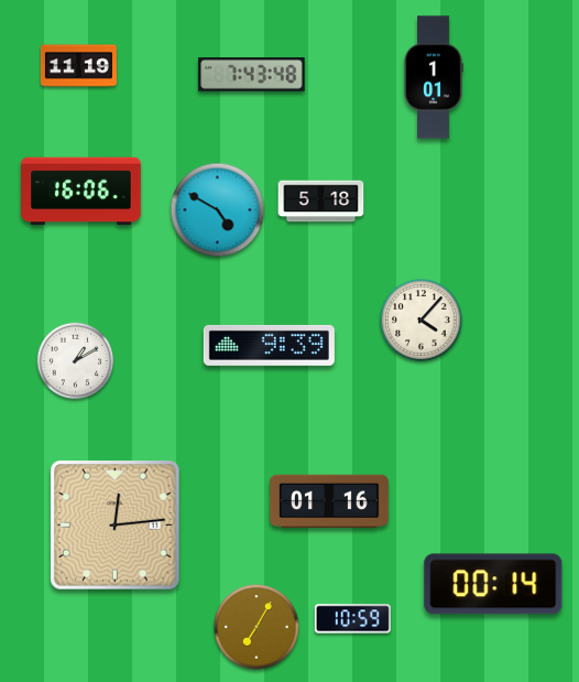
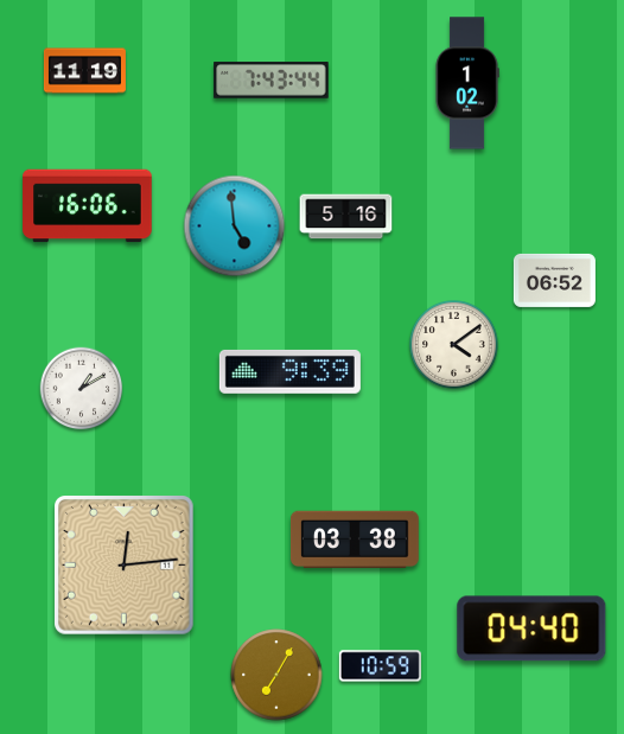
clock at (252, 75): 7:43:48 -> 7:43:44
clock at (434, 77): 1:01 -> 1:02
clock at (321, 202): 5:18 -> 5:16
clock at (218, 210): 4:50 -> 4:59
clock at (554, 280): none -> 06:52
clock at (422, 321): 4:07 -> 4:09
clock at (330, 501): 01:16 -> 03:38
clock at (493, 584): 00:14 -> 04:40
